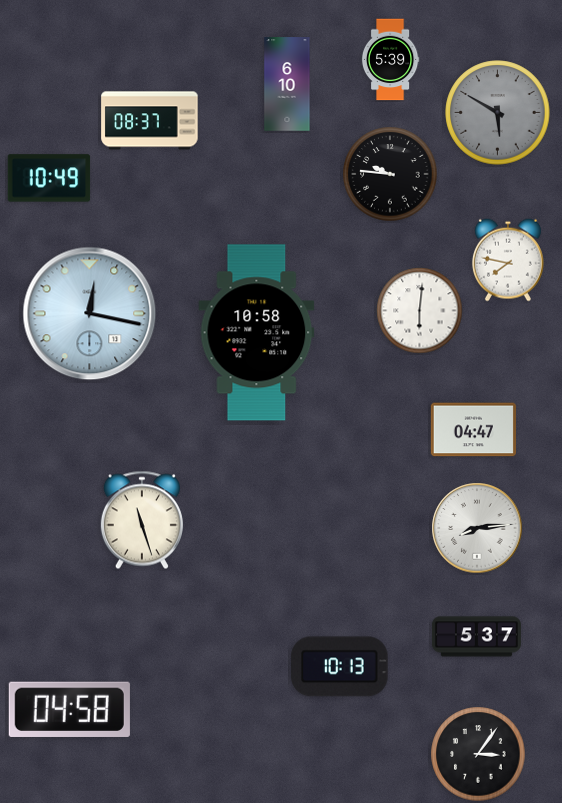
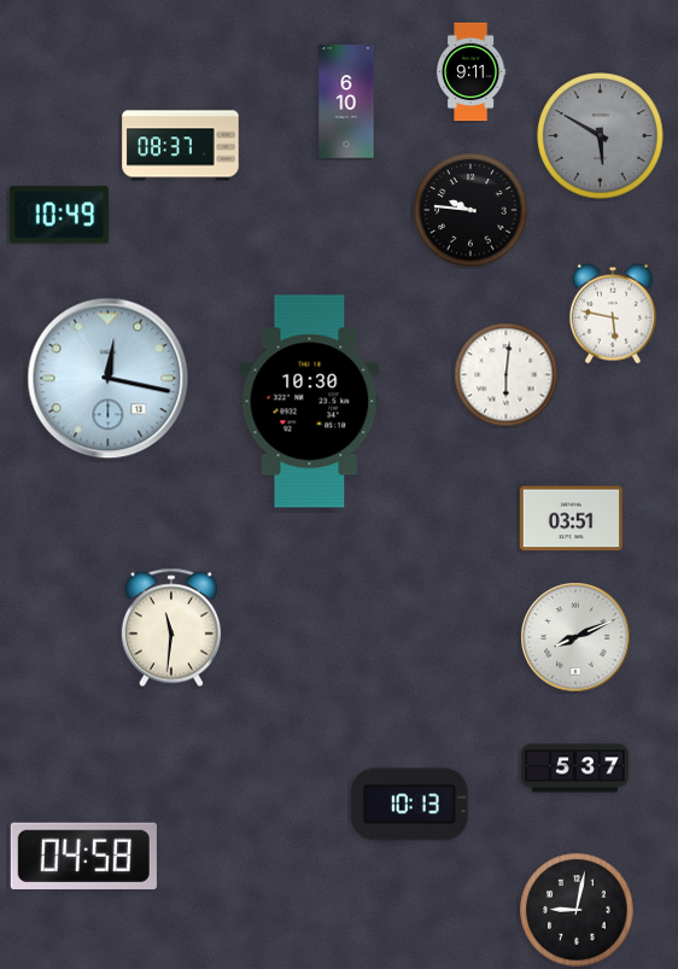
clock at (390, 60): 5:39 -> 9:11
clock at (508, 260): 7:47 -> 5:47
clock at (257, 333): 10:58 -> 10:30
clock at (473, 430): 04:47 -> 03:51
clock at (142, 520): 11:27 -> 11:31
clock at (477, 528): 8:14 -> 8:11
clock at (478, 754): 3:06 -> 9:02
